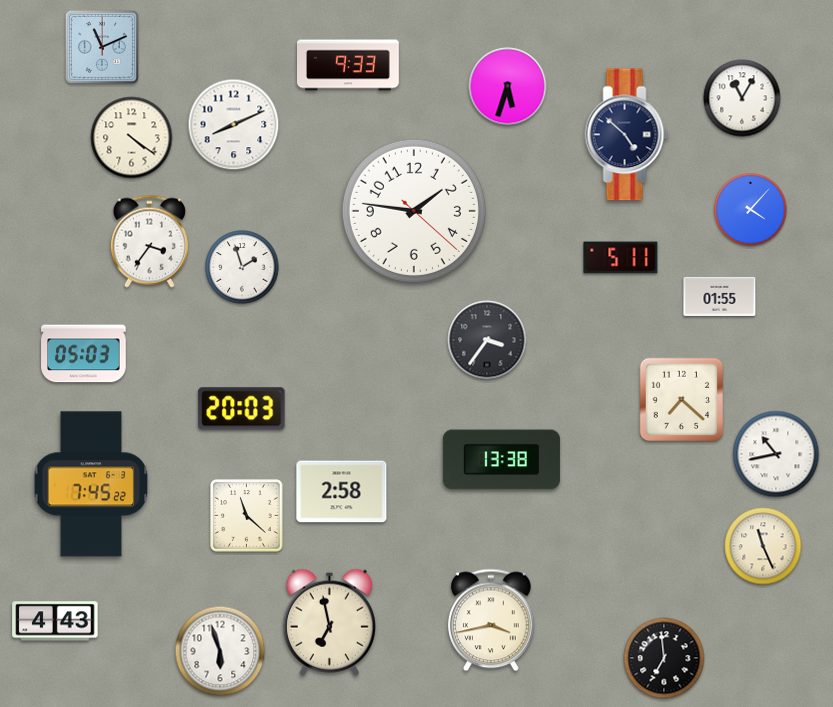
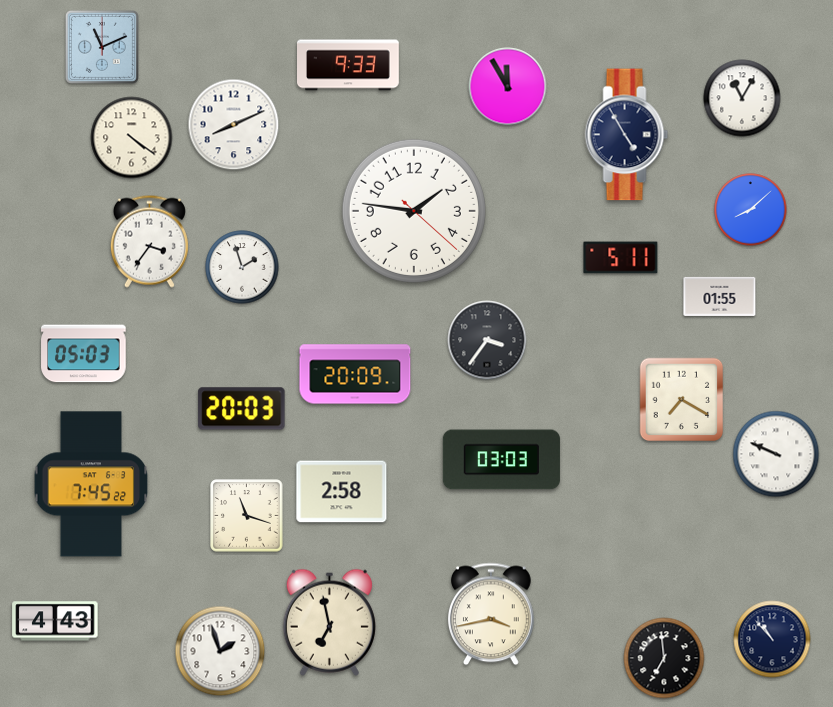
clock at (508, 87): 5:33 -> 11:55
clock at (627, 135): 4:52 -> 4:55
clock at (751, 210): 4:07 -> 8:08
clock at (355, 374): none -> 20:09
clock at (682, 400): 7:22 -> 7:20
clock at (776, 454): 10:43 -> 9:49
clock at (501, 460): 13:38 -> 03:03
clock at (247, 516): 11:22 -> 11:18
clock at (763, 546): 11:26 -> none
clock at (491, 620) position: (491, 620) -> (491, 614)
clock at (772, 639): none -> 10:53
clock at (220, 651): 5:57 -> 1:57
